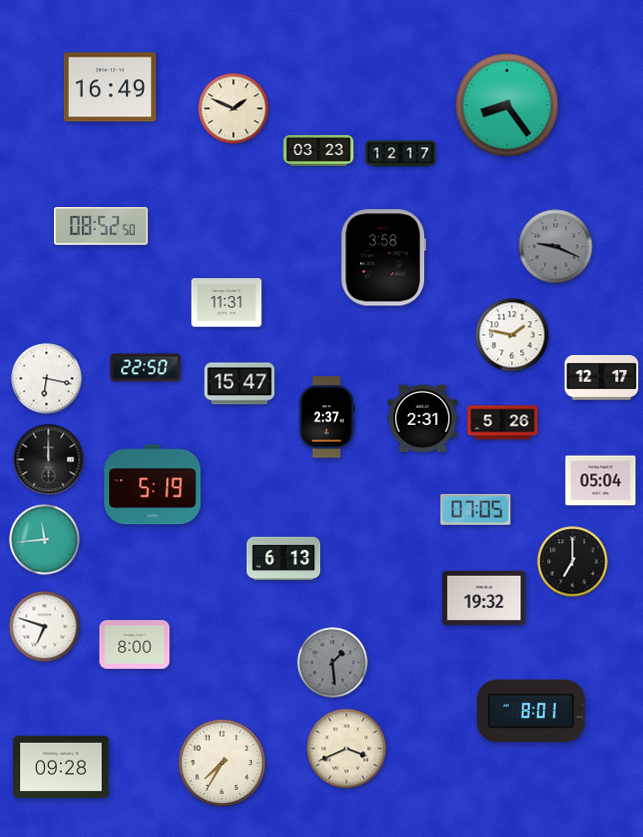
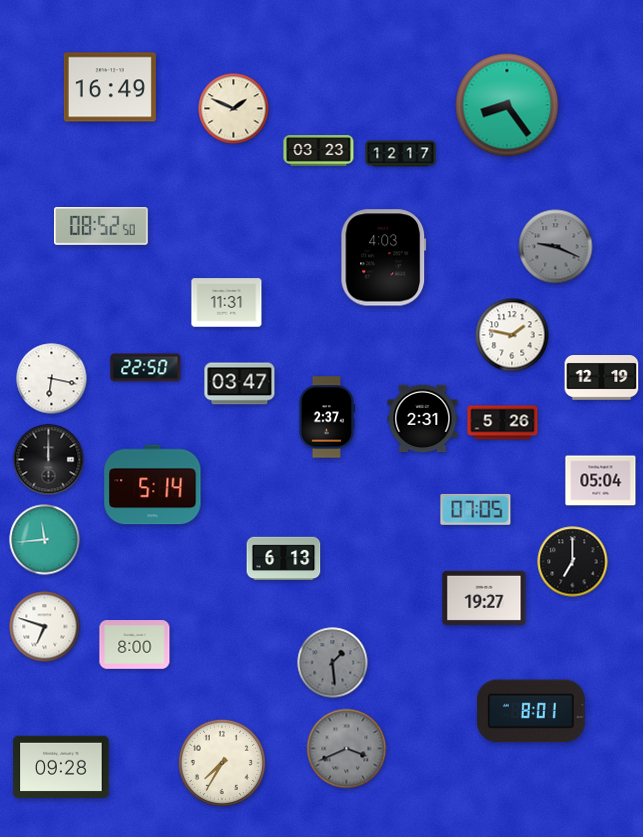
clock at (384, 258): 3:58 -> 4:03
clock at (602, 378): 12:17 -> 12:19
clock at (47, 379) position: (47, 379) -> (52, 379)
clock at (240, 384): 15:47 -> 03:47
clock at (153, 485): 5:19 -> 5:14
clock at (484, 598): 19:32 -> 19:27
clock at (347, 749) dial: cream -> grey
